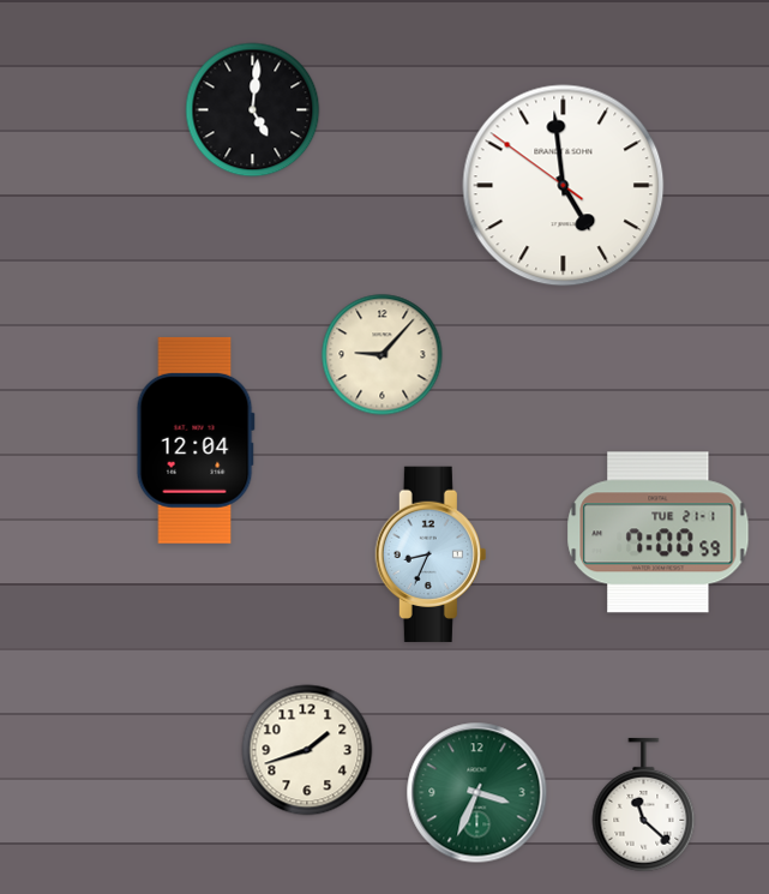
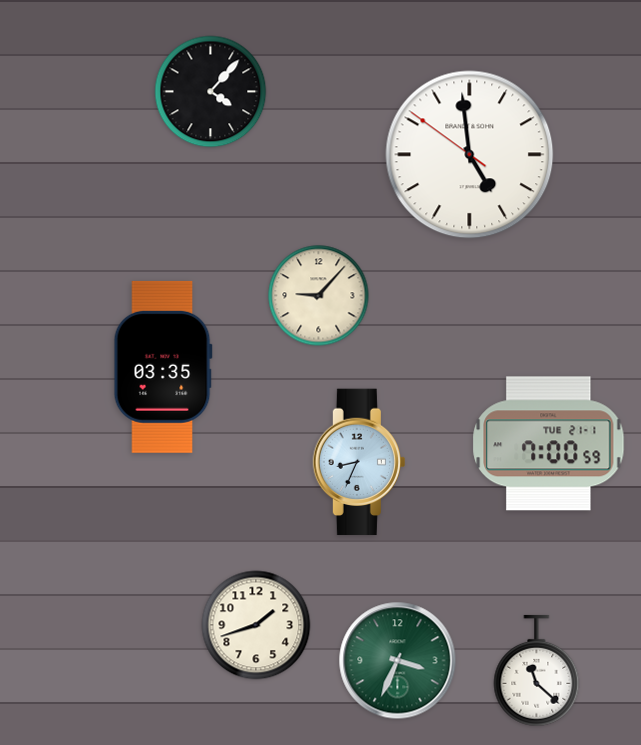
clock at (253, 110): 5:01 -> 4:07
clock at (196, 440): 12:04 -> 03:35
